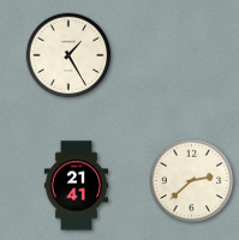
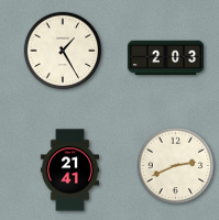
clock at (165, 58): none -> 2:03
clock at (192, 181): 2:38 -> 2:41
